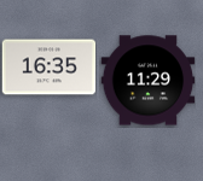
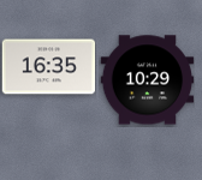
clock at (147, 81): 11:29 -> 10:29
